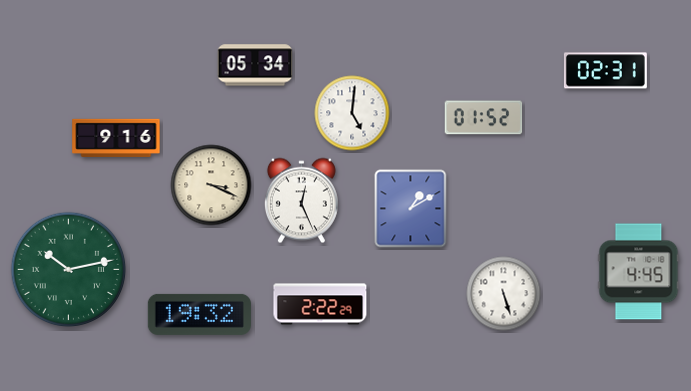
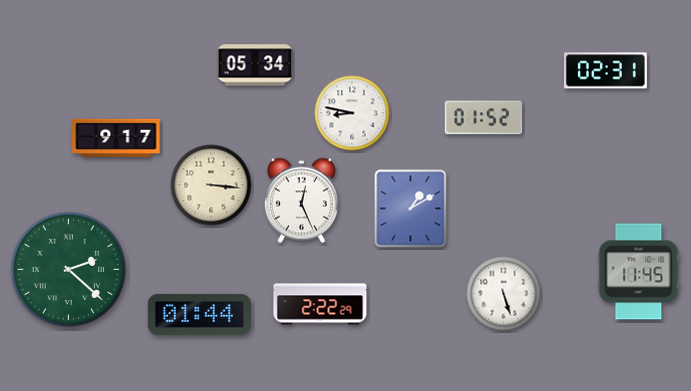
clock at (352, 113): 5:01 -> 8:47
clock at (116, 138): 9:16 -> 9:17
clock at (211, 185): 3:19 -> 3:16
clock at (69, 270): 10:13 -> 2:22
clock at (639, 272): 4:45 -> 11:45
clock at (199, 314): 19:32 -> 01:44
